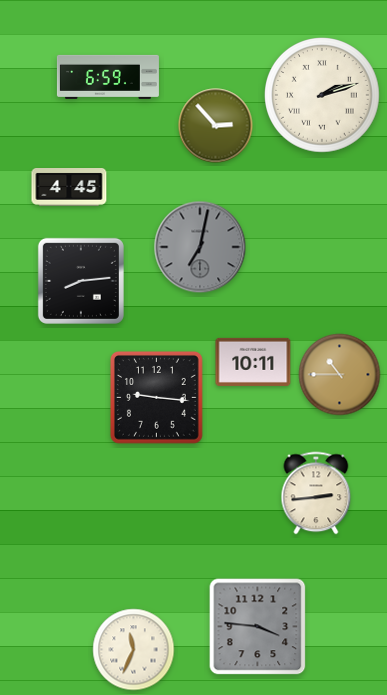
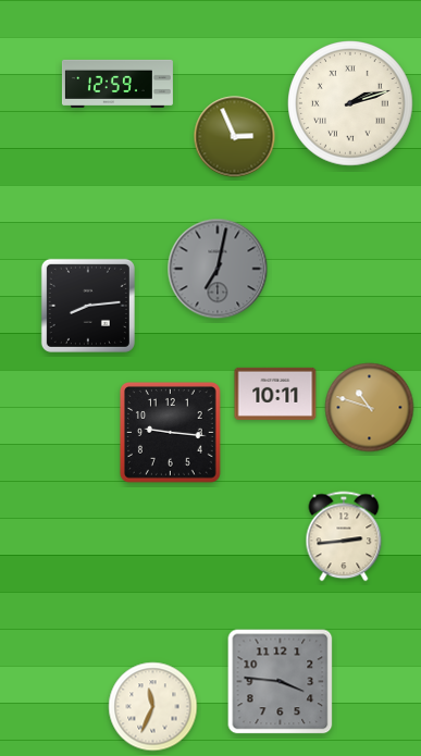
clock at (108, 77): 6:59 -> 12:59
clock at (216, 126): 2:53 -> 2:56
clock at (69, 188): 4:45 -> none
clock at (340, 375): 10:45 -> 10:48
clock at (134, 650) position: (134, 650) -> (153, 707)
